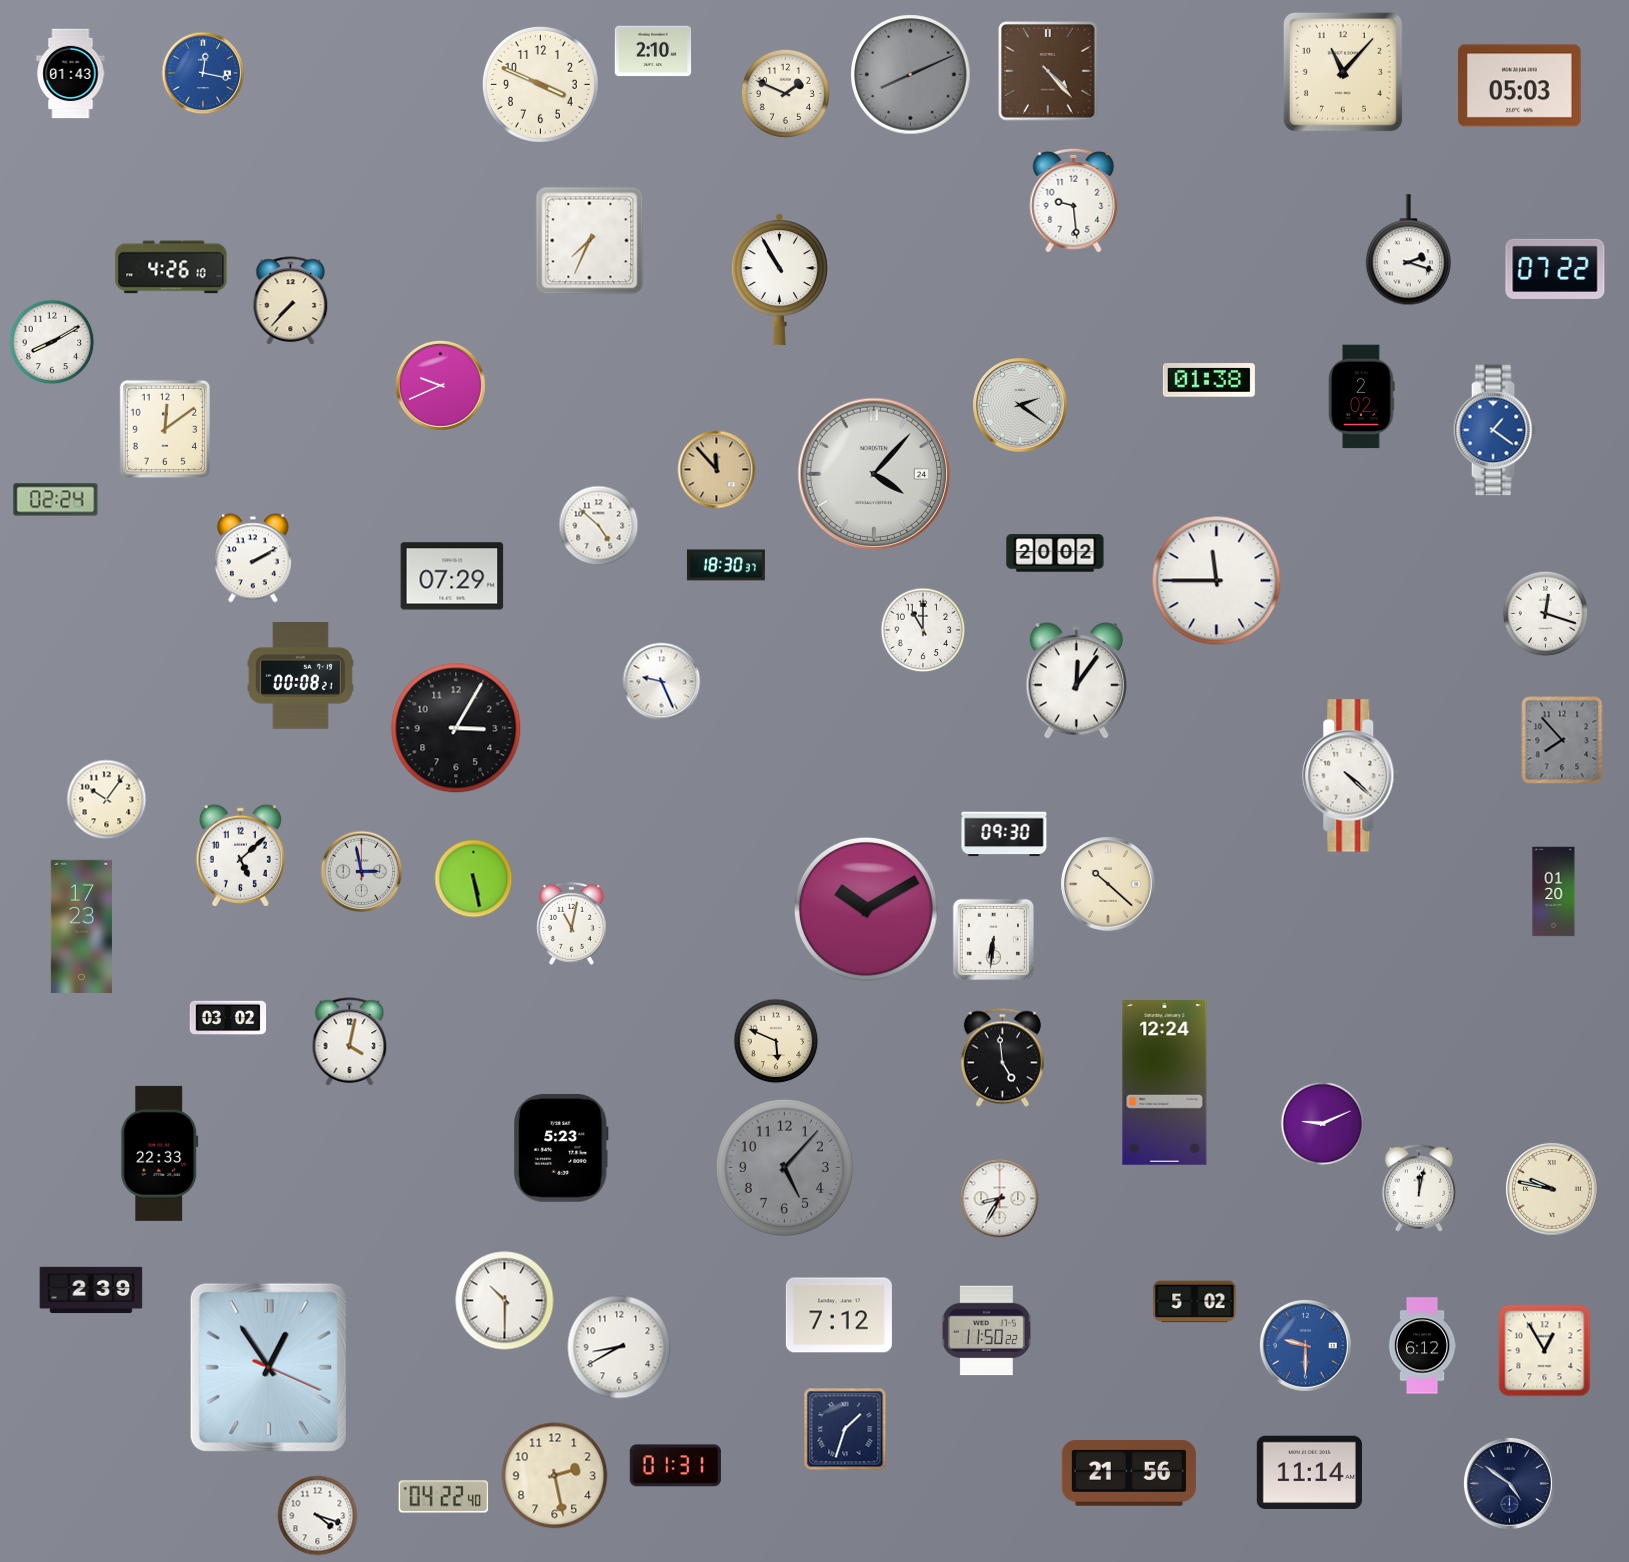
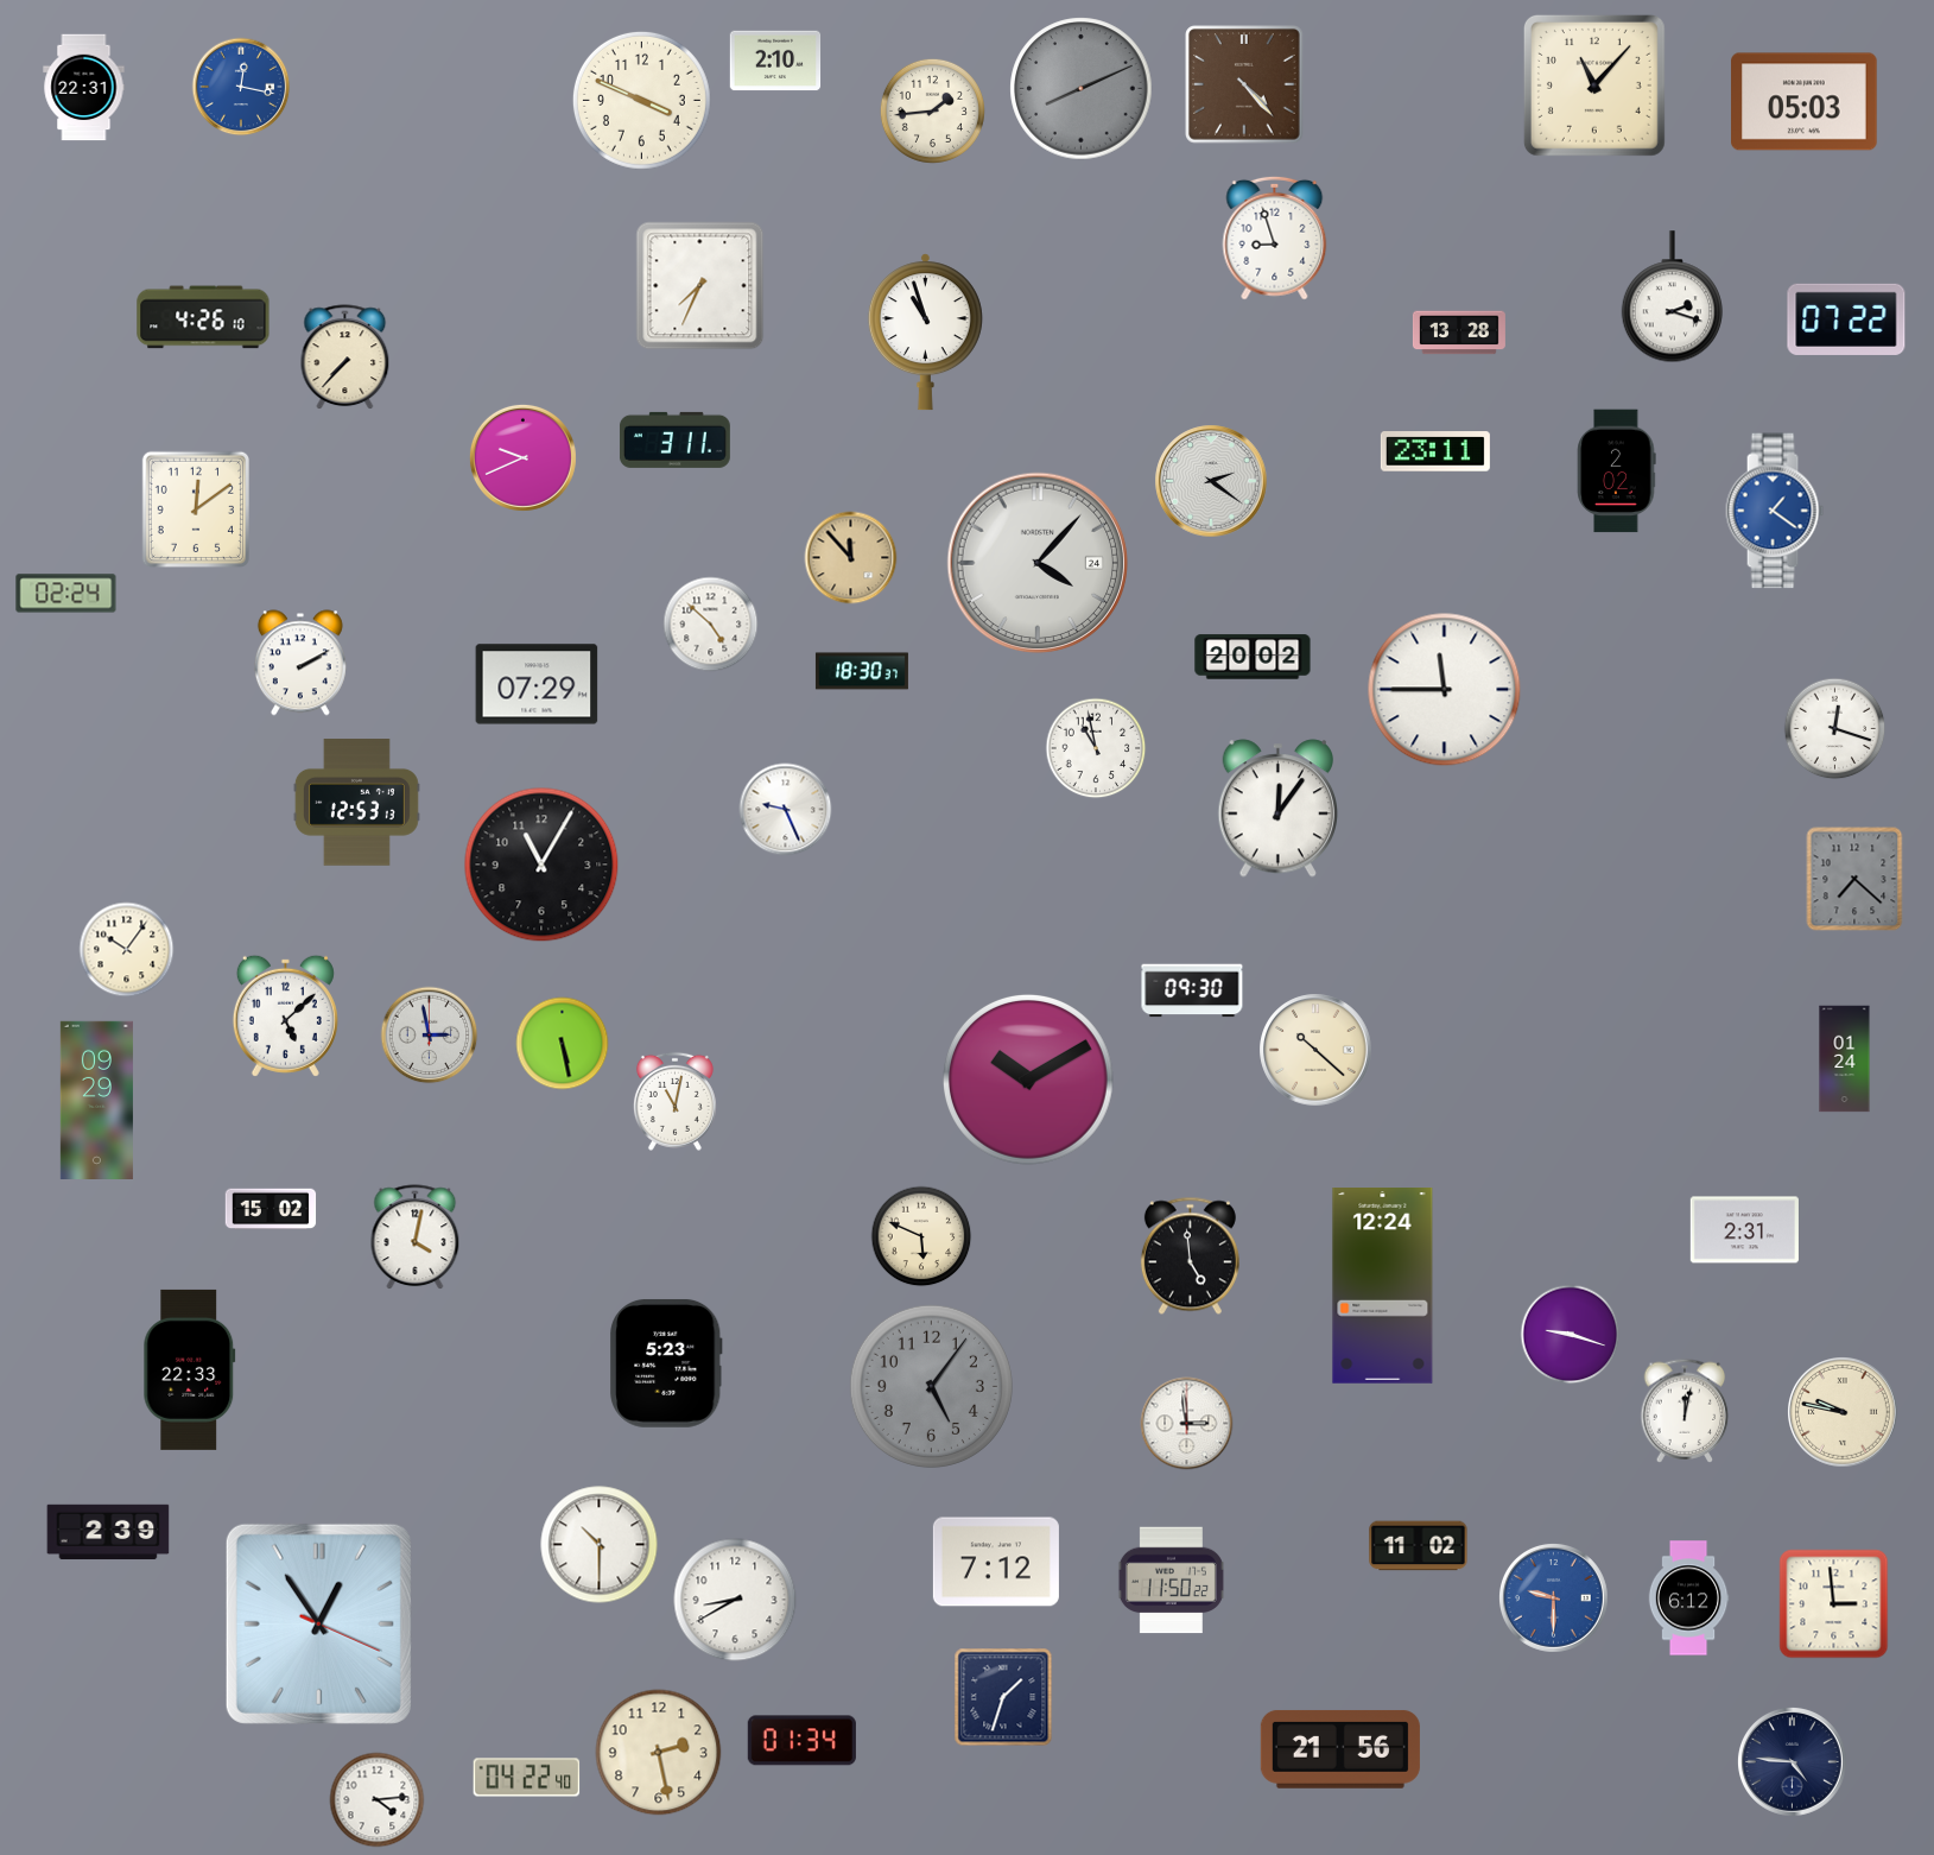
clock at (71, 74): 01:43 -> 22:31
clock at (785, 93): 1:49 -> 1:44
clock at (1074, 200): 9:29 -> 8:57
clock at (779, 280): 10:55 -> 10:57
clock at (1459, 333): none -> 13:28
clock at (52, 342): 8:10 -> none
clock at (674, 439): none -> 3:11
clock at (1209, 380): 01:38 -> 23:11
clock at (923, 630): 11:00 -> 10:58
clock at (300, 676): 00:08 -> 12:53
clock at (456, 728): 3:05 -> 11:05
clock at (1562, 740): 7:53 -> 7:22
clock at (1351, 776): 4:22 -> none
clock at (1554, 892): 01:20 -> 01:24
clock at (571, 923) position: (571, 923) -> (674, 1101)
clock at (81, 926): 17:23 -> 09:29
clock at (993, 939): 6:31 -> none
clock at (228, 1018): 03:02 -> 15:02
clock at (1744, 1230): none -> 2:31
clock at (1323, 1124): 9:11 -> 9:18
clock at (784, 1167): 5:07 -> 5:06
clock at (1000, 1199): 8:35 -> 2:59
clock at (1195, 1302): 5:02 -> 11:02
clock at (1305, 1345) position: (1305, 1345) -> (1553, 1597)
clock at (1545, 1351): 12:55 -> 2:59
clock at (675, 1466): 01:31 -> 01:34
clock at (1309, 1472): 11:14 -> none
clock at (1509, 1483): 4:51 -> 4:46
clock at (318, 1516): 4:18 -> 4:14
